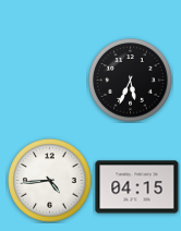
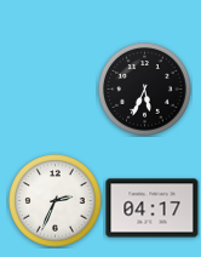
clock at (50, 181): 4:44 -> 2:34
clock at (137, 187): 04:15 -> 04:17
